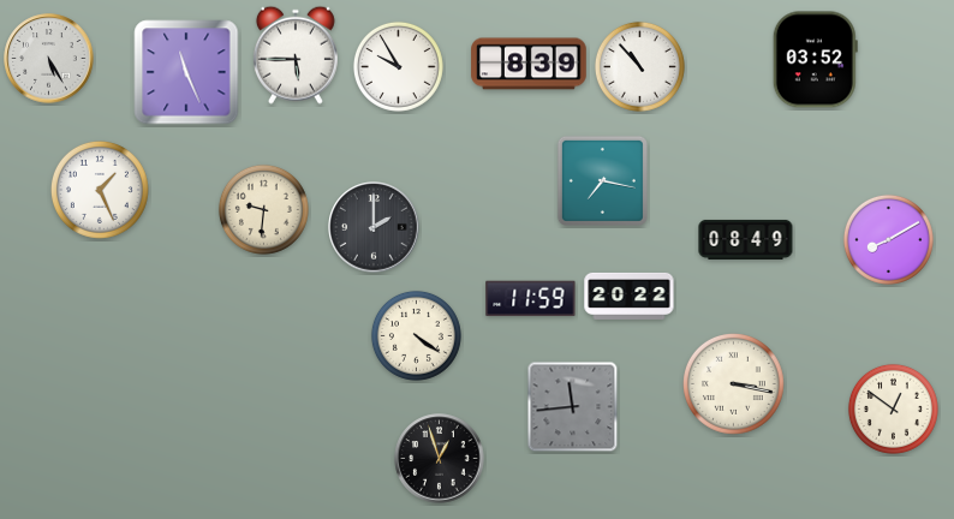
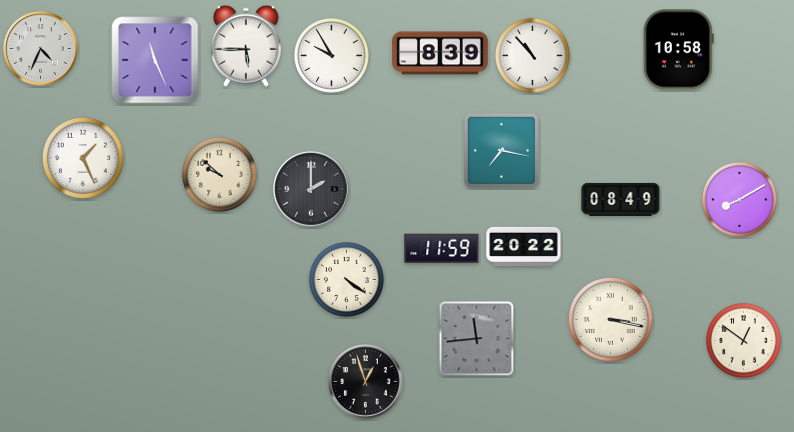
clock at (49, 59): 5:25 -> 4:34
clock at (815, 60): 03:52 -> 10:58
clock at (263, 209): 9:31 -> 9:52
